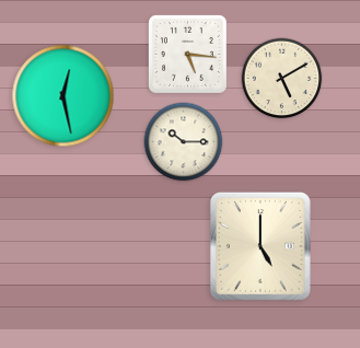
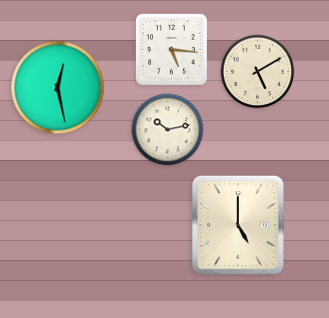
clock at (184, 142): 10:15 -> 10:13
